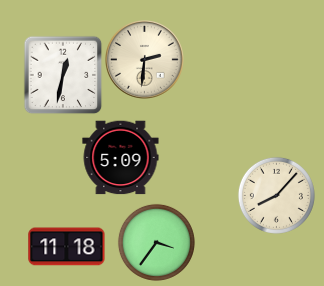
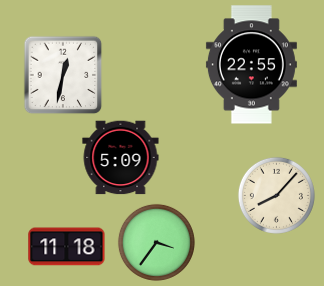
clock at (145, 60): 2:31 -> none
clock at (251, 65): none -> 22:55
